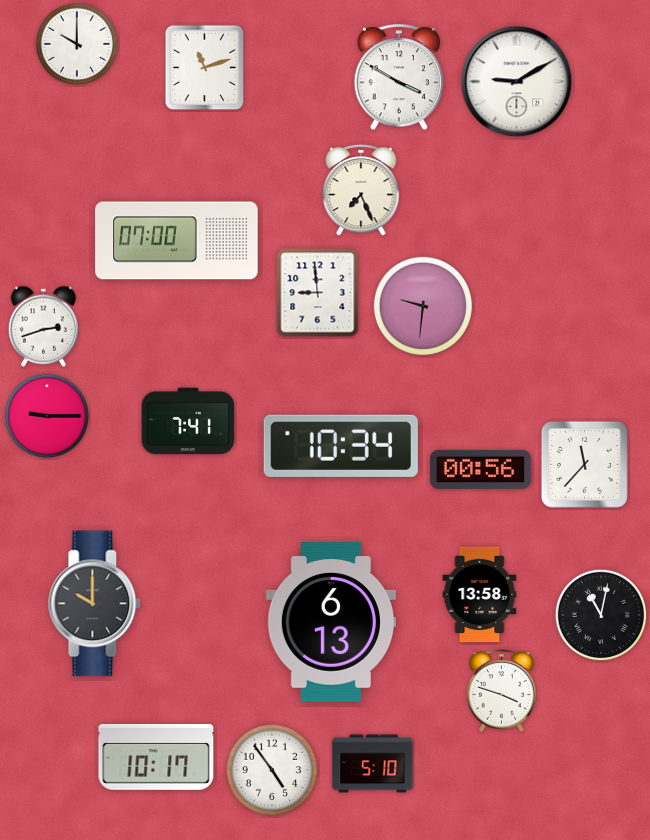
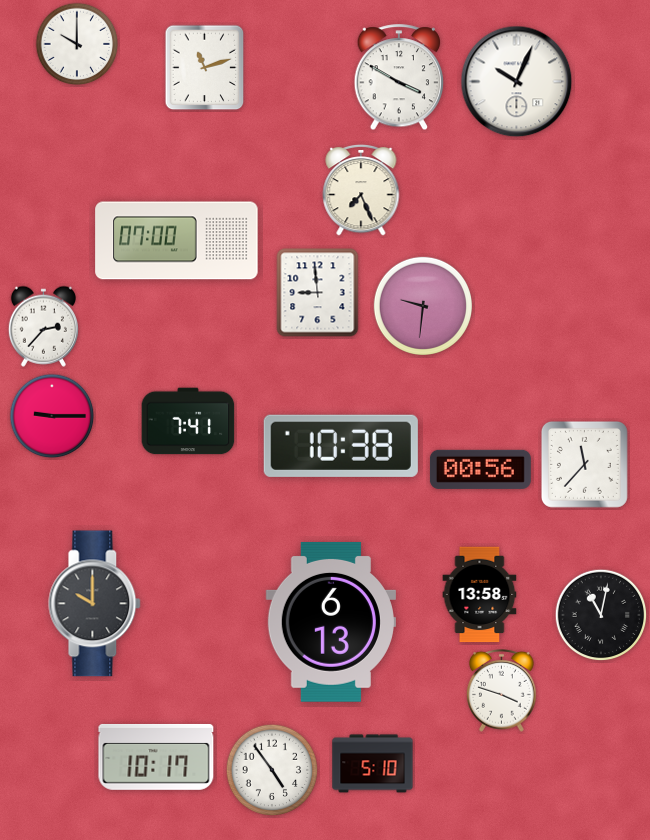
clock at (517, 82): 9:10 -> 10:04
clock at (43, 326): 2:42 -> 2:37
clock at (47, 416) position: (47, 416) -> (52, 416)
clock at (341, 446): 10:34 -> 10:38
